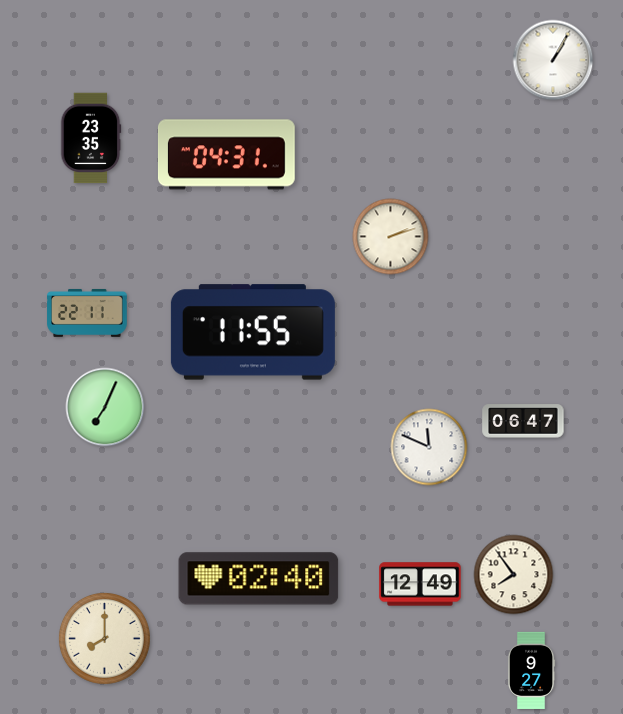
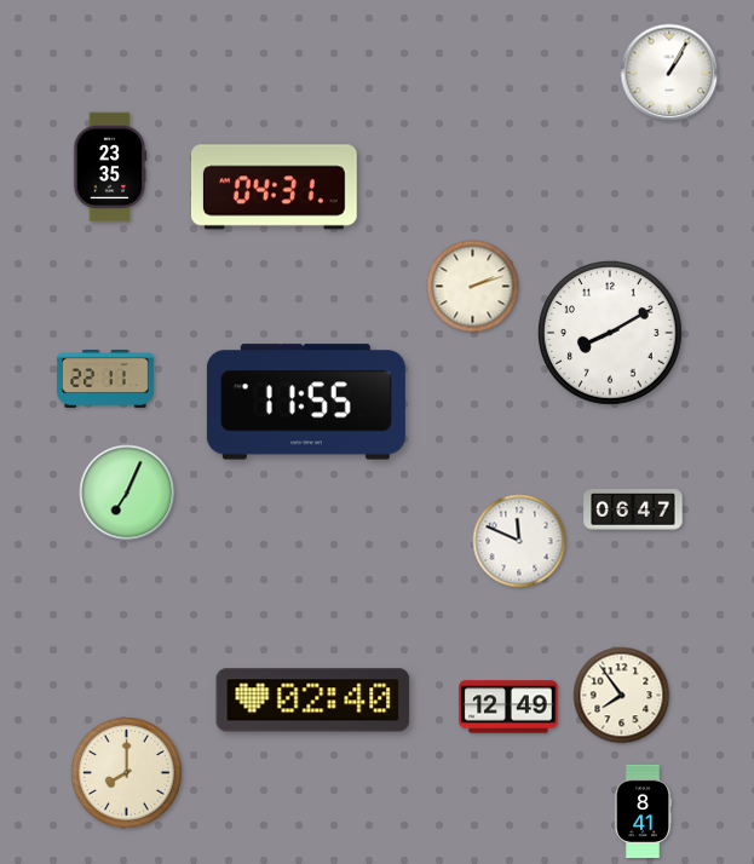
clock at (611, 334): none -> 8:10
clock at (531, 670): 9:27 -> 8:41
